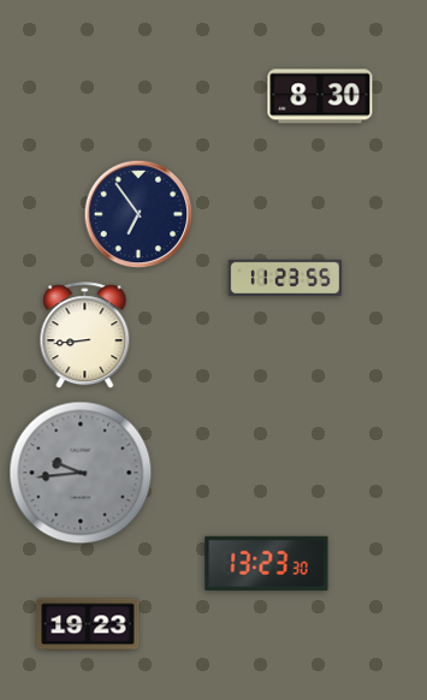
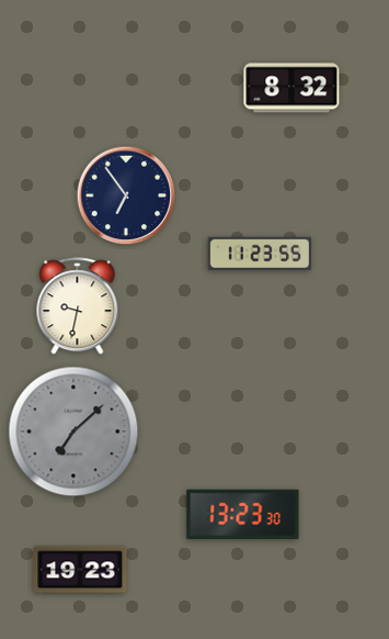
clock at (320, 96): 8:30 -> 8:32
clock at (85, 336): 8:44 -> 9:32
clock at (81, 473): 9:44 -> 7:08
